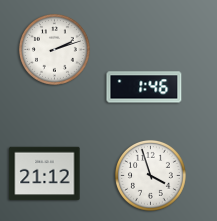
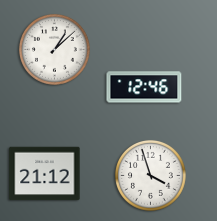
clock at (54, 49): 2:12 -> 1:08
clock at (144, 87): 1:46 -> 12:46
